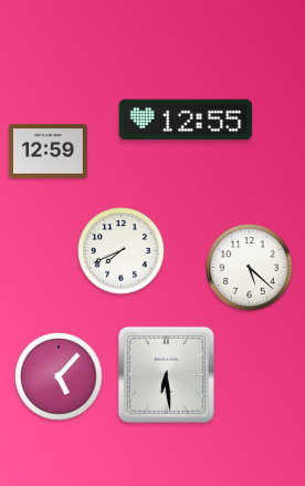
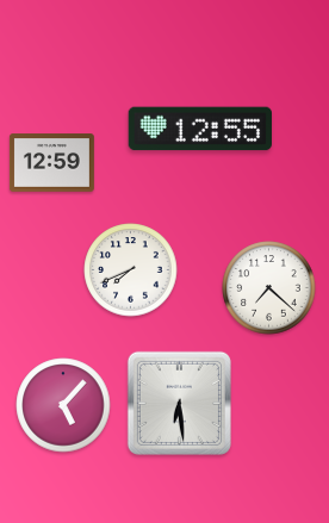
clock at (250, 268): 5:22 -> 7:22
